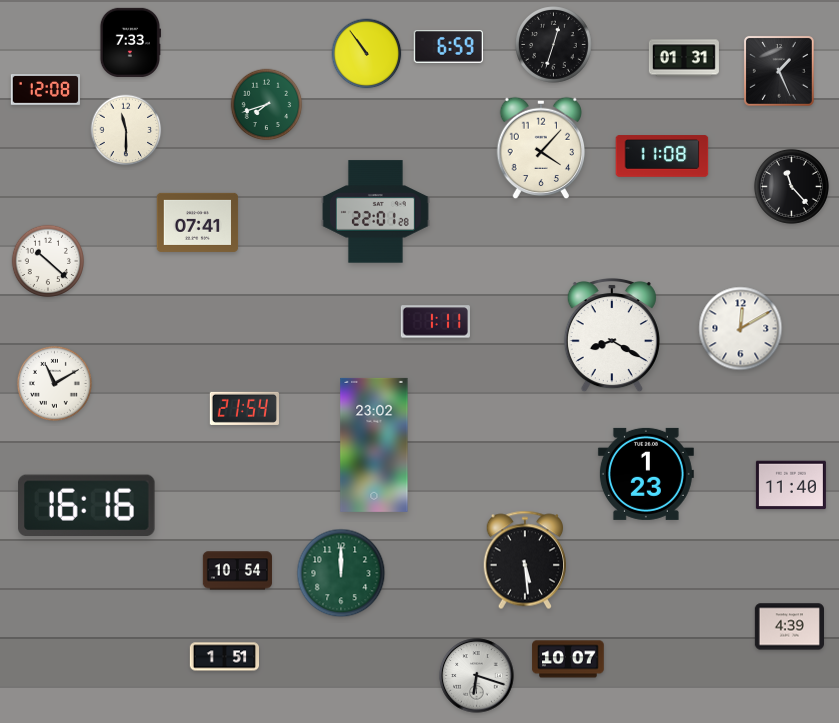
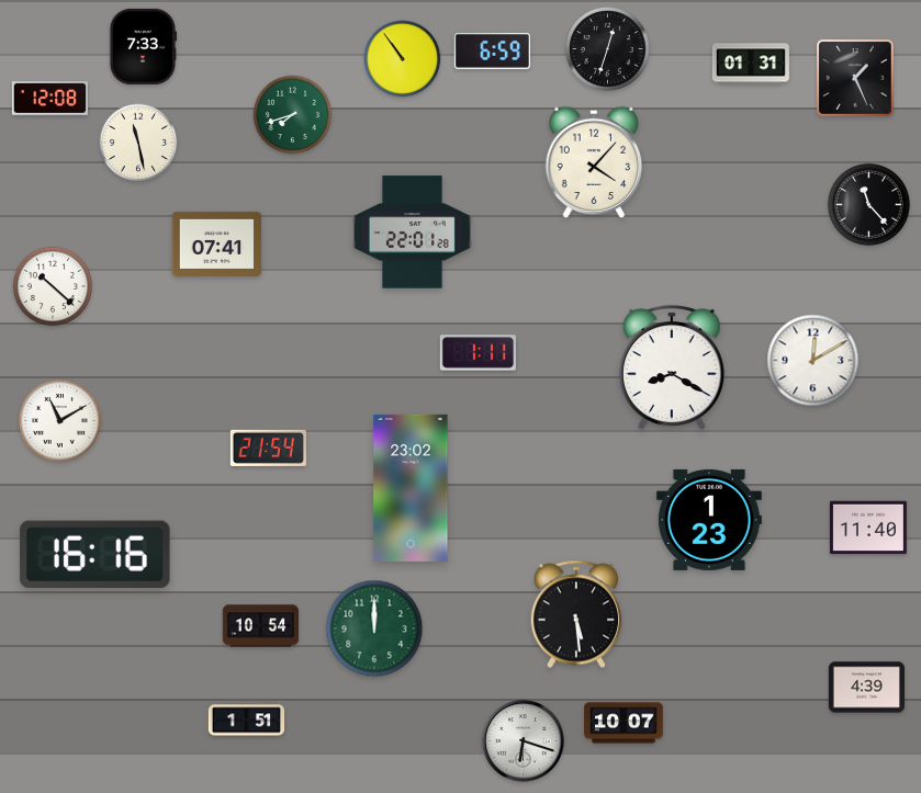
clock at (126, 130): 11:30 -> 11:28
clock at (662, 156): 11:08 -> none
clock at (791, 485) position: (791, 485) -> (868, 528)
